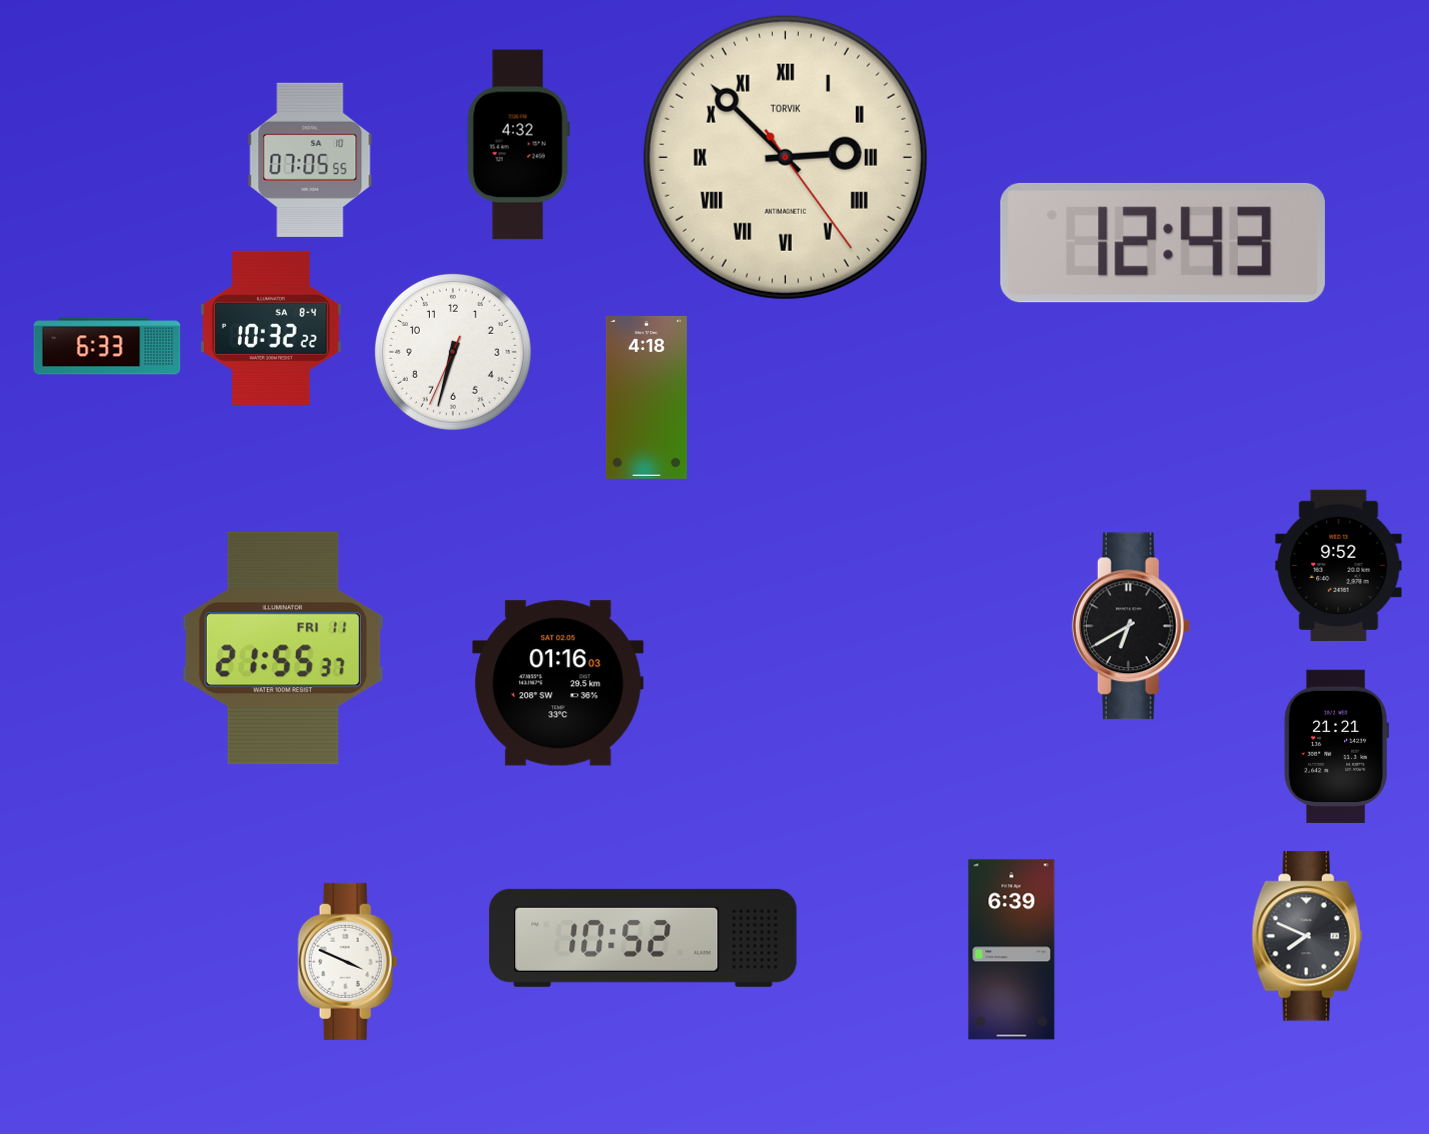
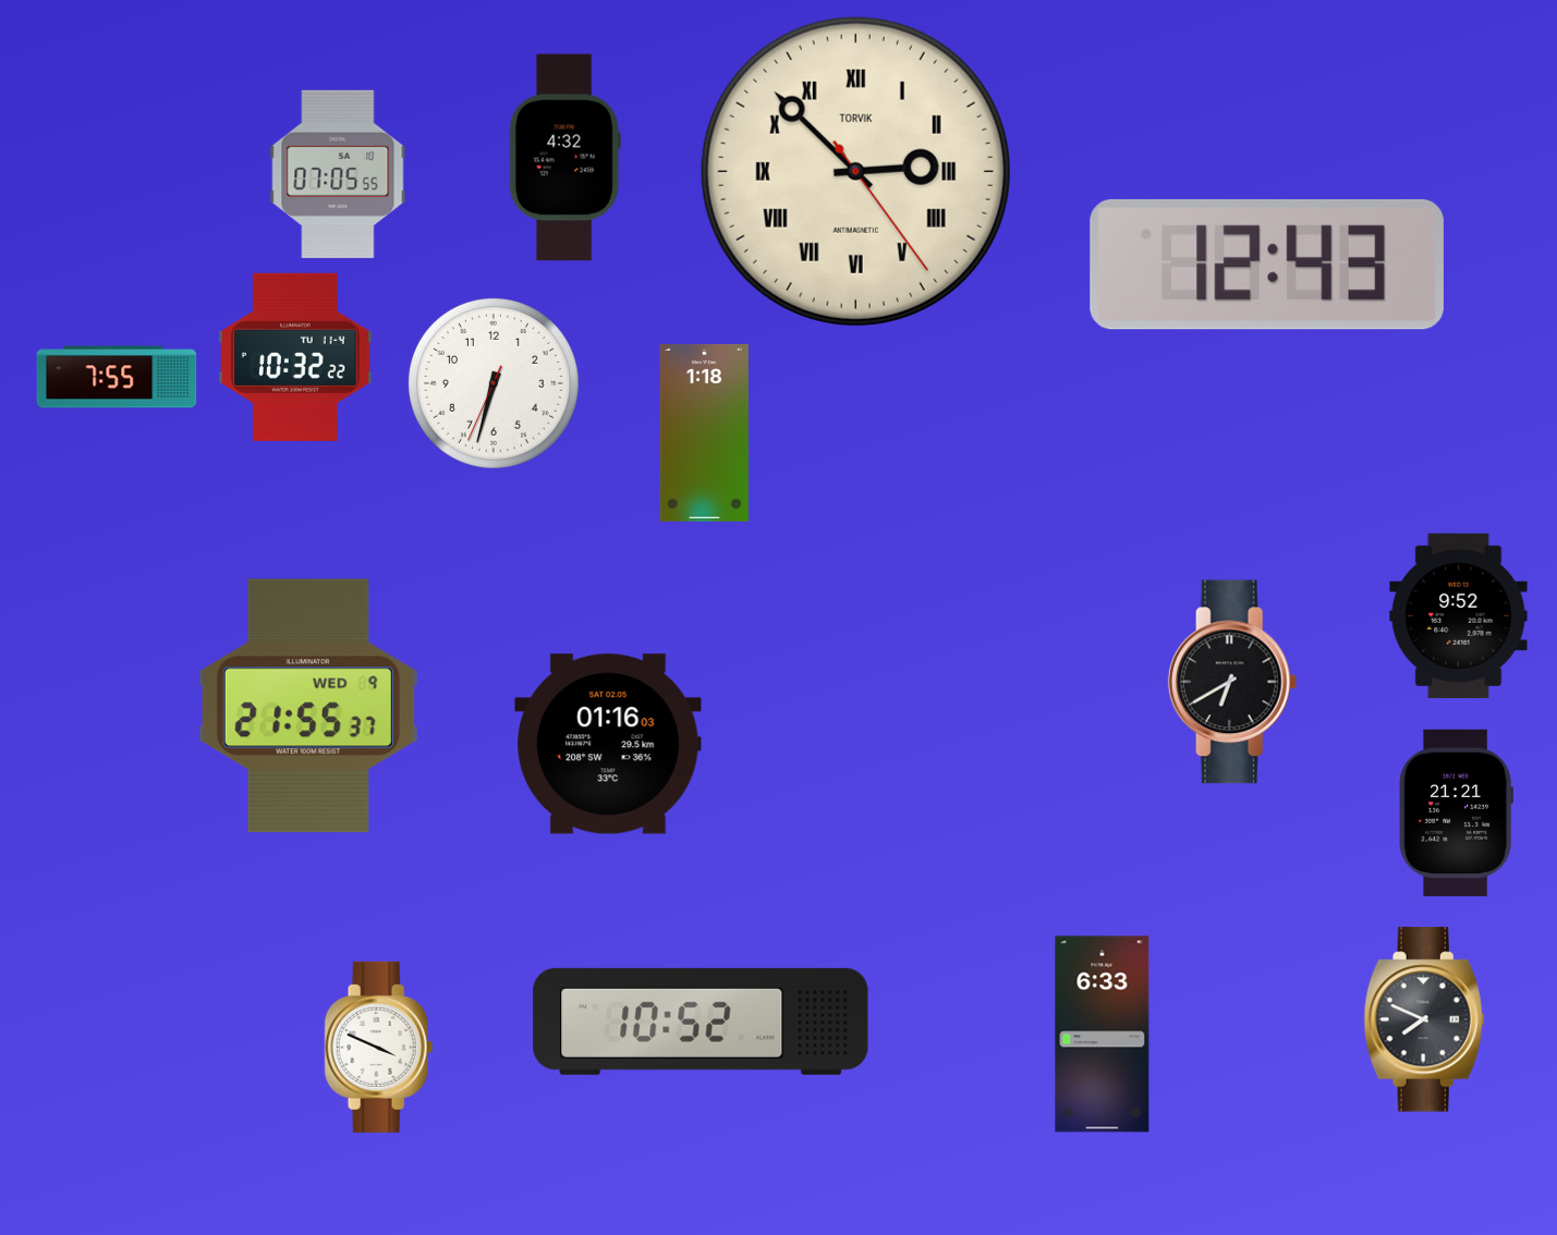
clock at (272, 328) date: SA 8-4 -> TU 11-4
clock at (107, 346): 6:33 -> 7:55
clock at (646, 397): 4:18 -> 1:18
clock at (283, 648) date: FRI 11 -> WED 9
clock at (1012, 950): 6:39 -> 6:33
